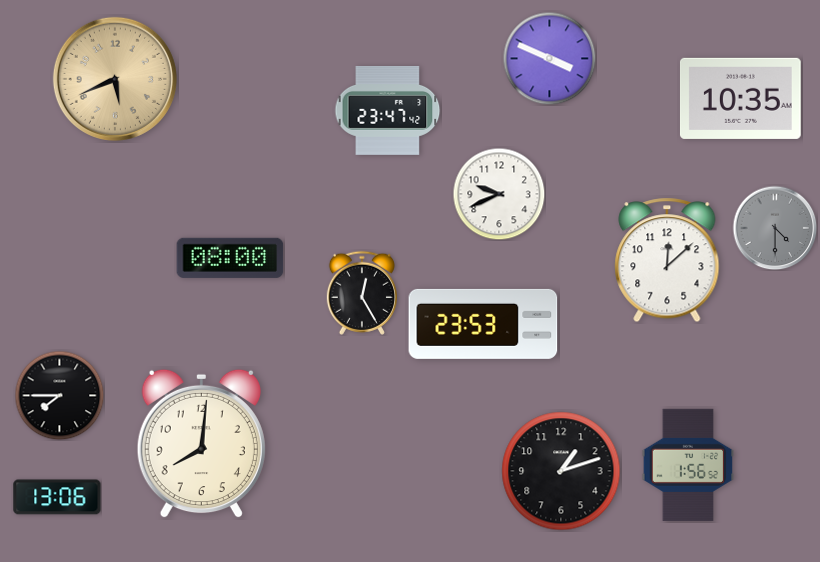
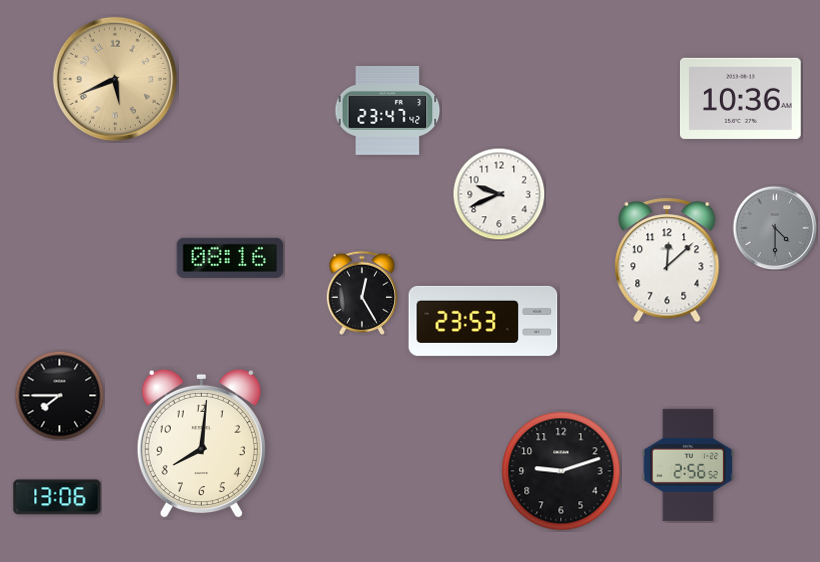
clock at (549, 58): 3:49 -> none
clock at (740, 98): 10:35 -> 10:36
clock at (230, 258): 08:00 -> 08:16
clock at (483, 324) position: (483, 324) -> (483, 321)
clock at (688, 465): 1:56 -> 2:56
clock at (561, 471): 1:12 -> 9:12
